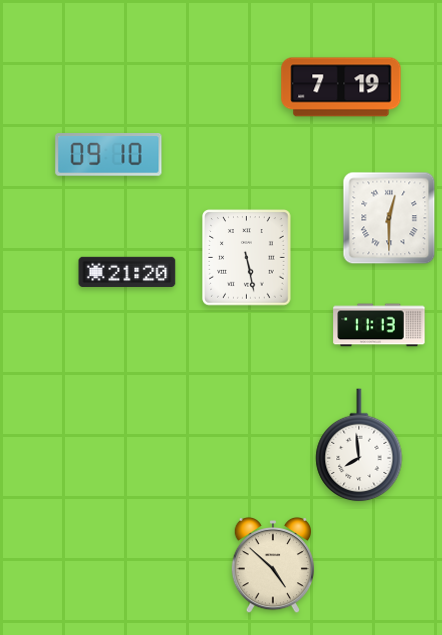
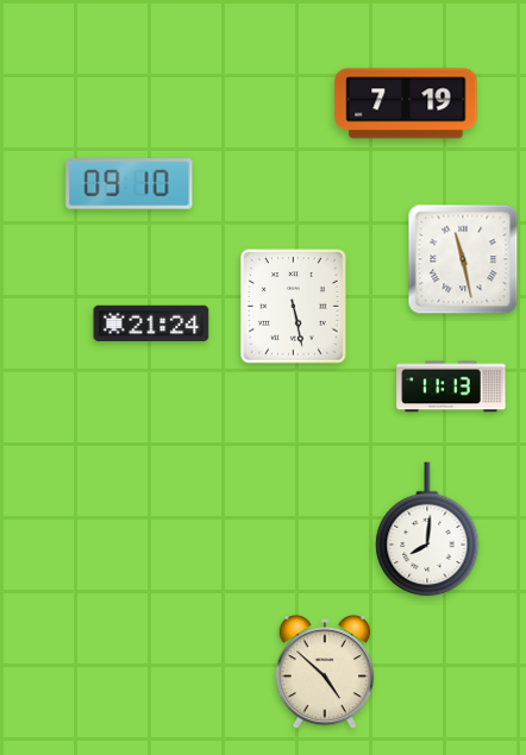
clock at (389, 218): 12:30 -> 11:28
clock at (127, 272): 21:20 -> 21:24
clock at (359, 446): 7:59 -> 8:01
